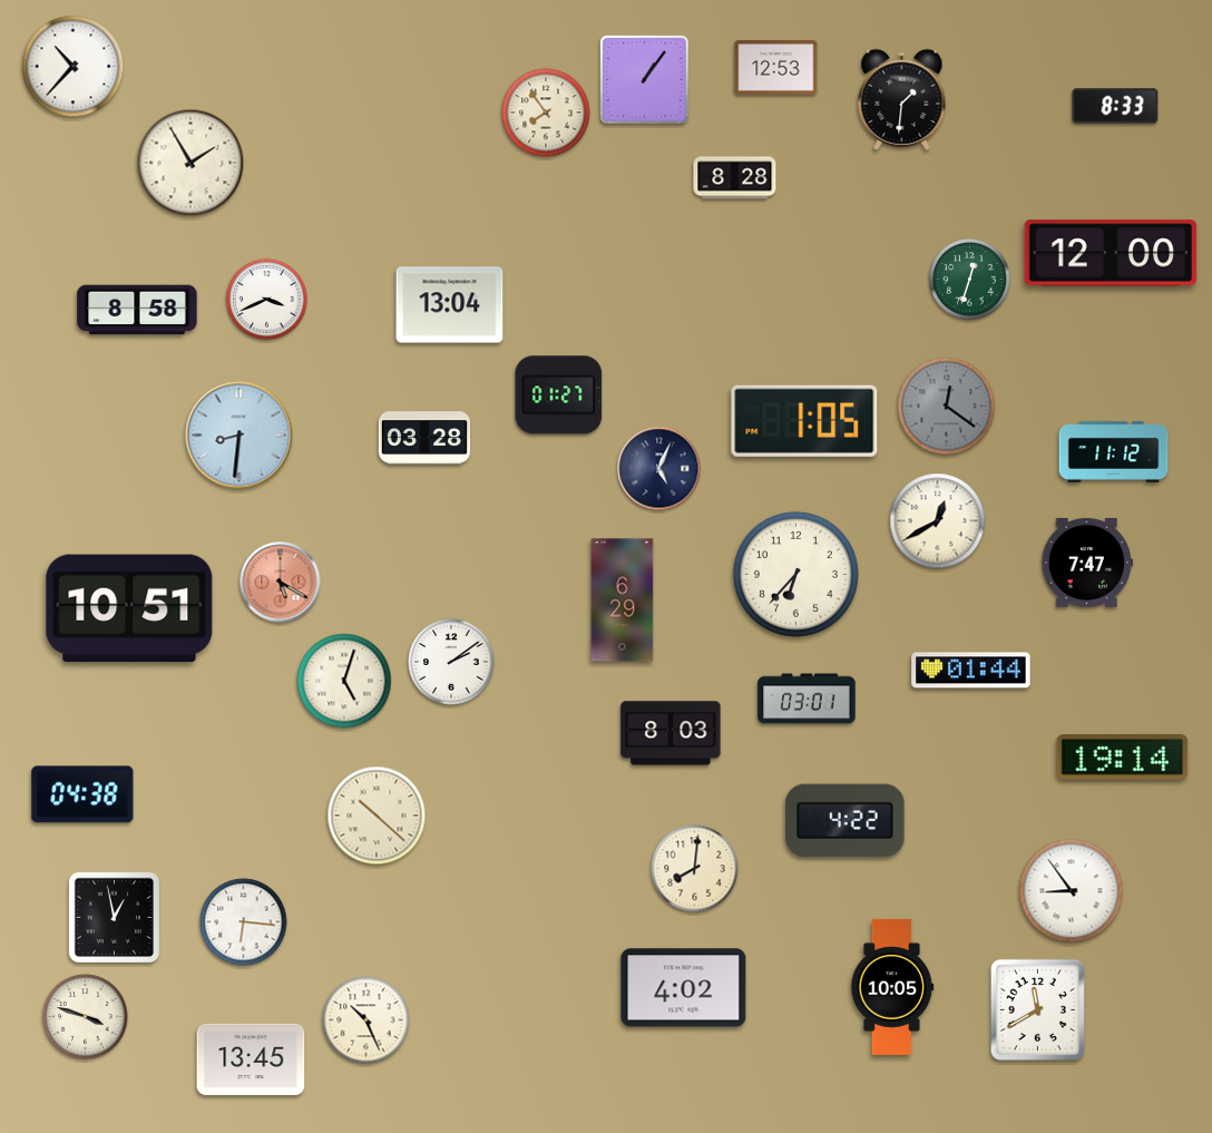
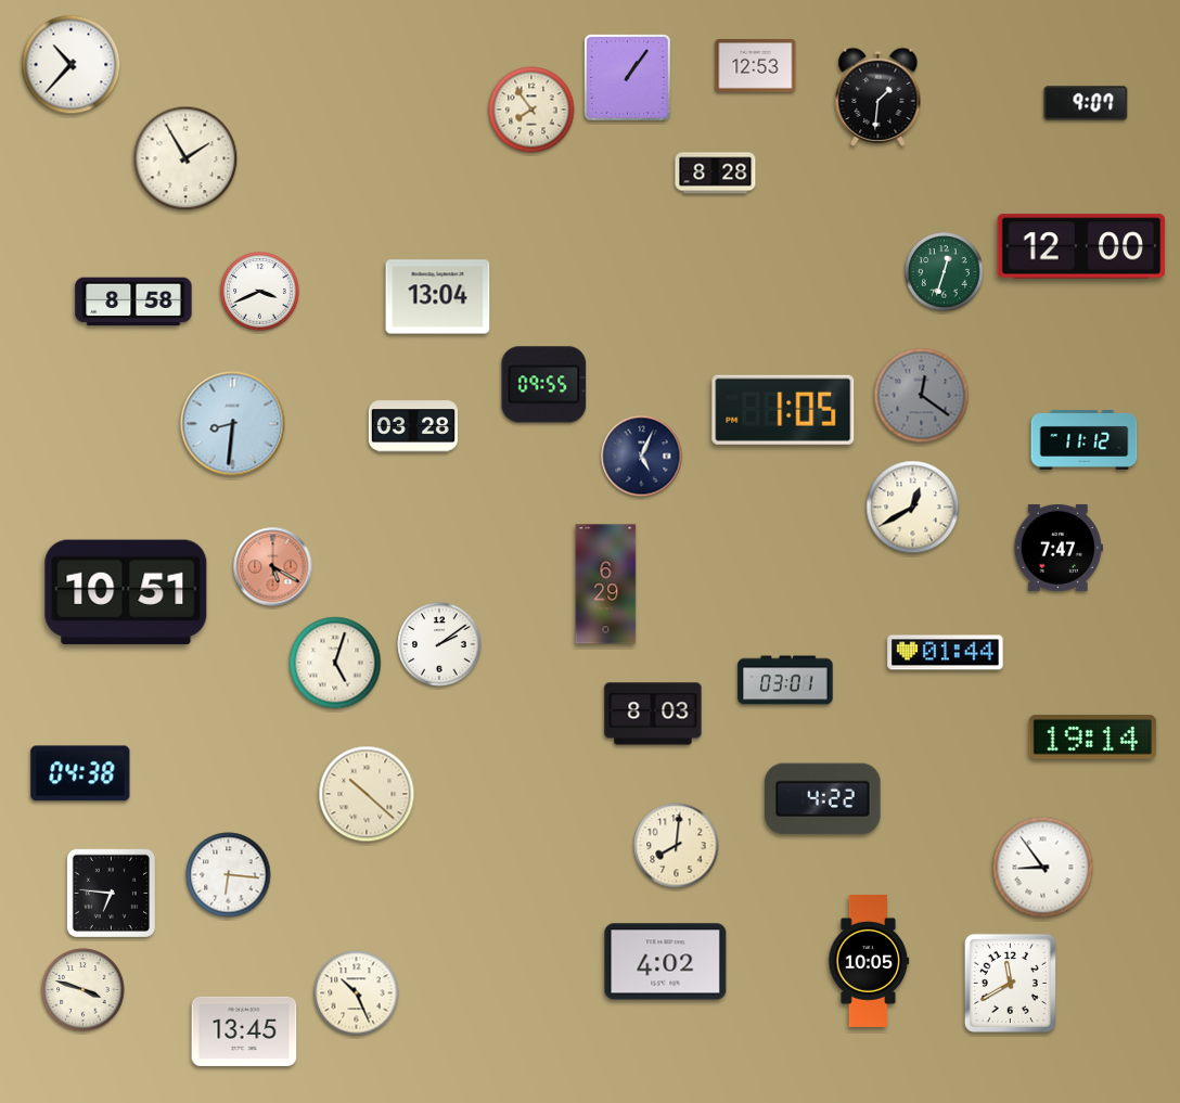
clock at (1115, 106): 8:33 -> 9:07
clock at (559, 395): 01:27 -> 09:55
clock at (795, 574): 6:37 -> none
clock at (114, 917): 12:58 -> 6:46
clock at (244, 922) position: (244, 922) -> (229, 875)
